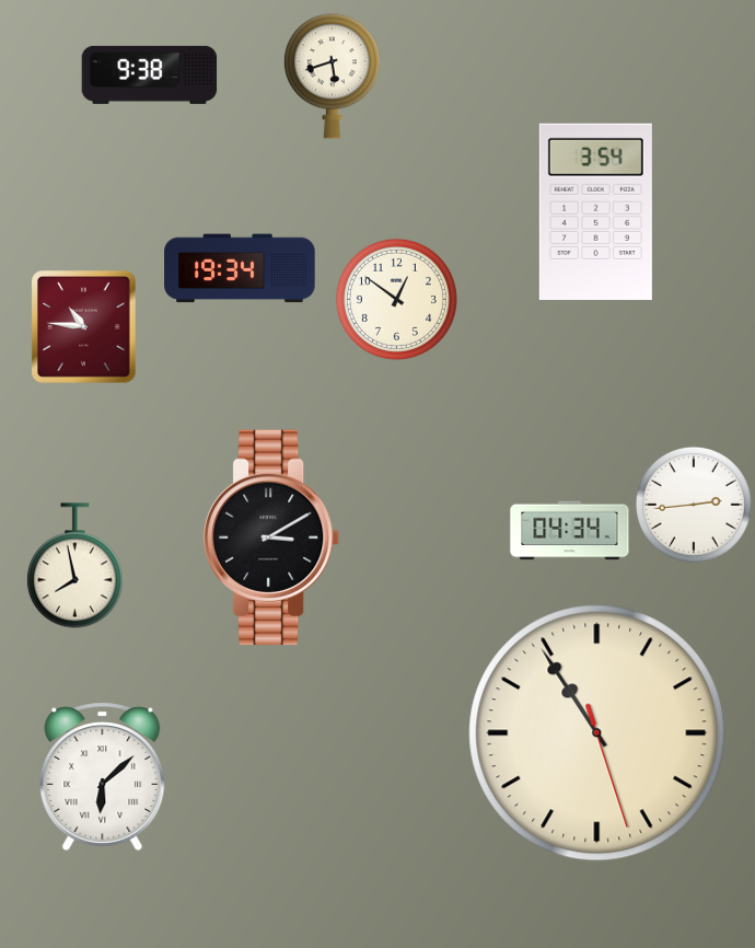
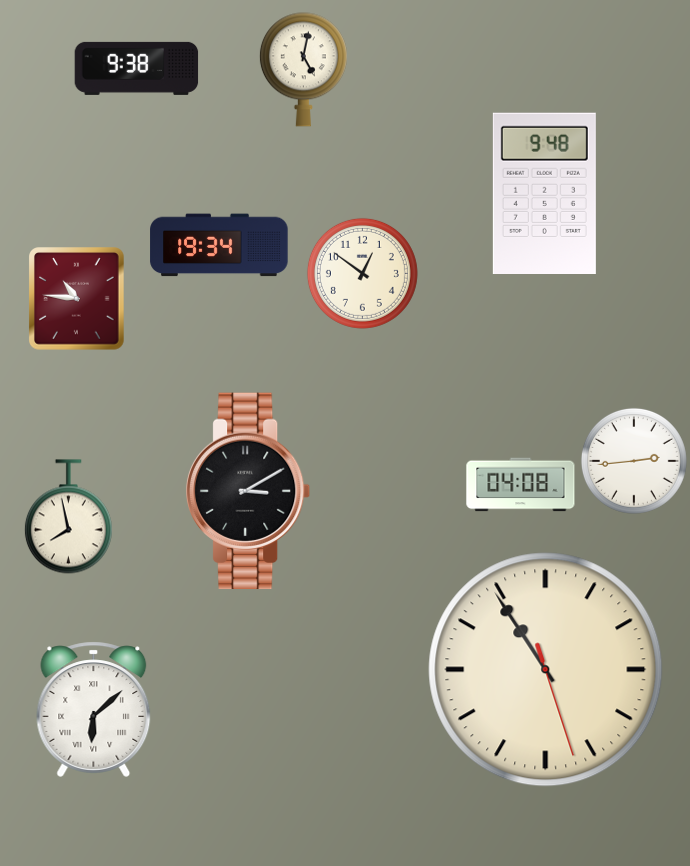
clock at (332, 77): 5:42 -> 5:02
clock at (595, 211): 3:54 -> 9:48
clock at (570, 531): 04:34 -> 04:08
